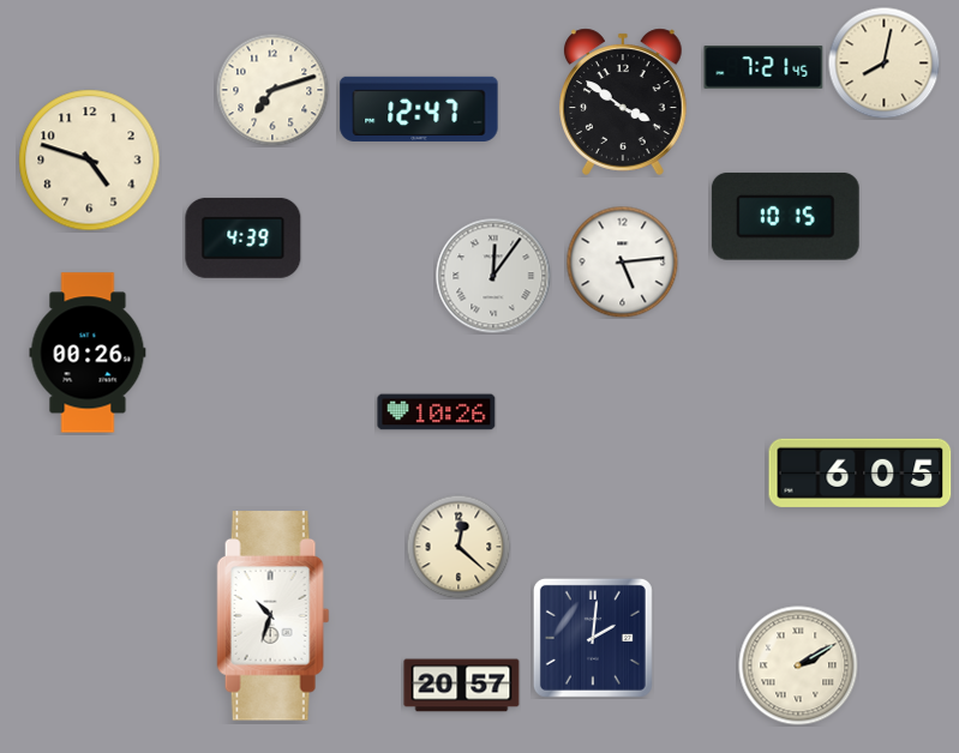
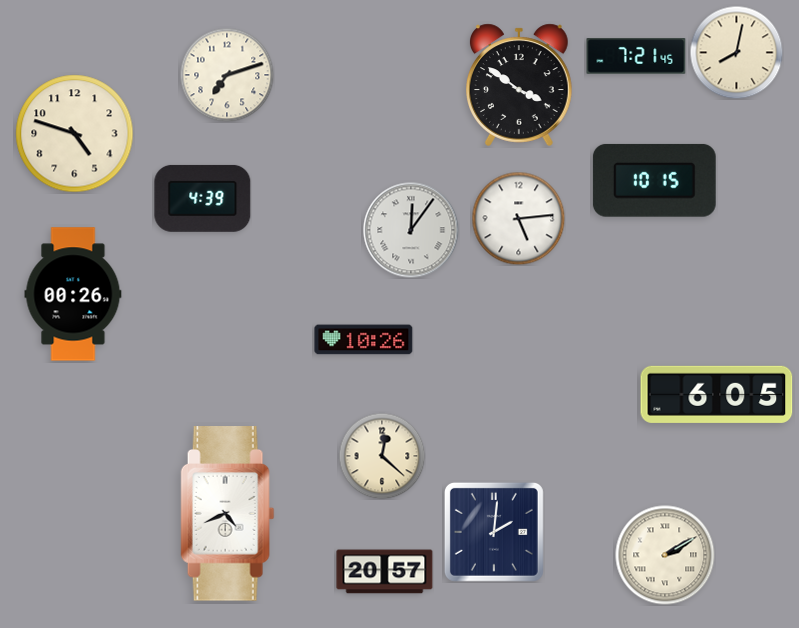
clock at (419, 109): 12:47 -> none
clock at (437, 412) position: (437, 412) -> (364, 340)
clock at (274, 616): 10:33 -> 4:41
